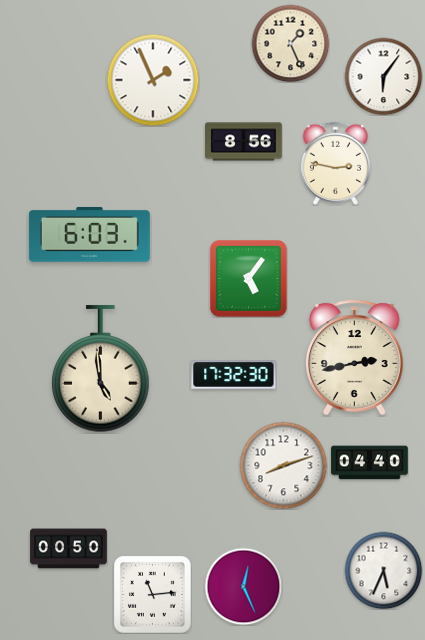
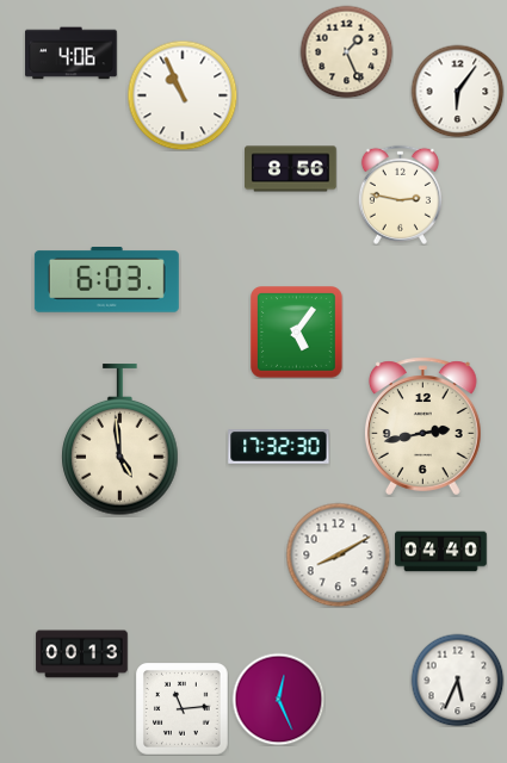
clock at (72, 54): none -> 4:06
clock at (153, 80): 1:56 -> 10:56
clock at (283, 465): 8:12 -> 8:10
clock at (69, 549): 00:50 -> 00:13
clock at (243, 586) position: (243, 586) -> (278, 699)
